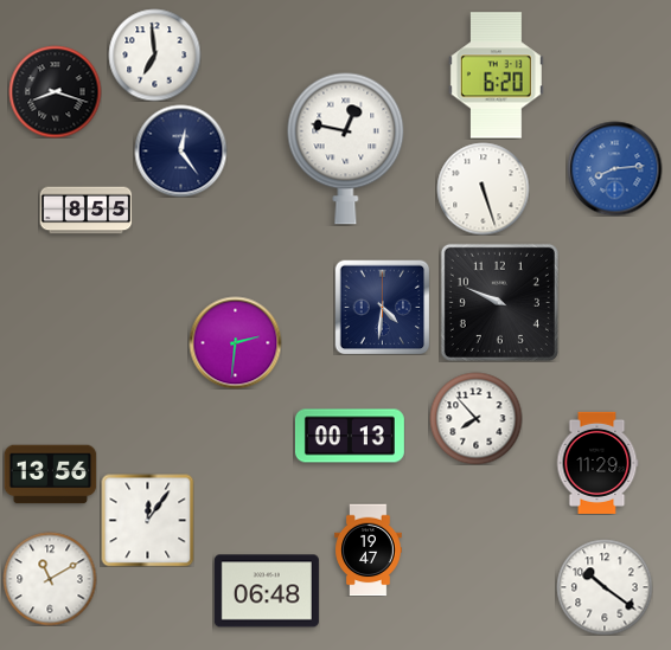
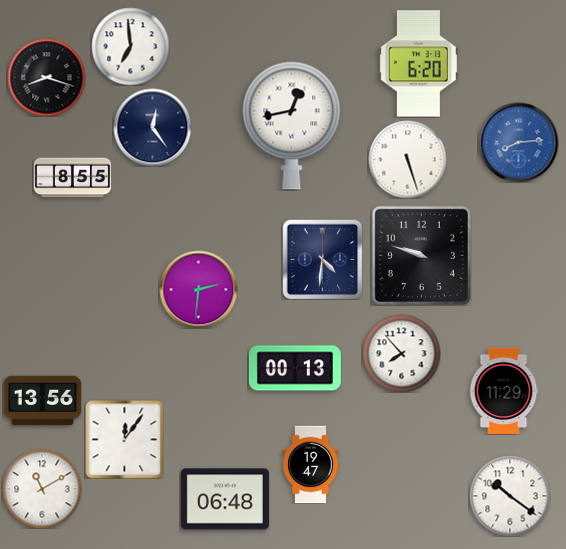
clock at (346, 148): 12:47 -> 12:43
clock at (499, 302): 9:49 -> 9:48
